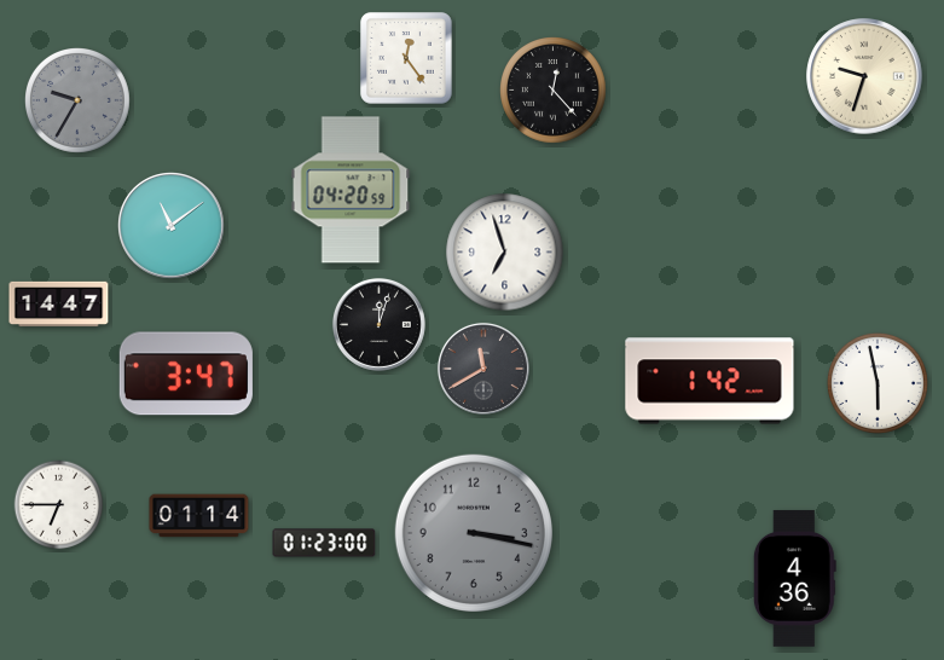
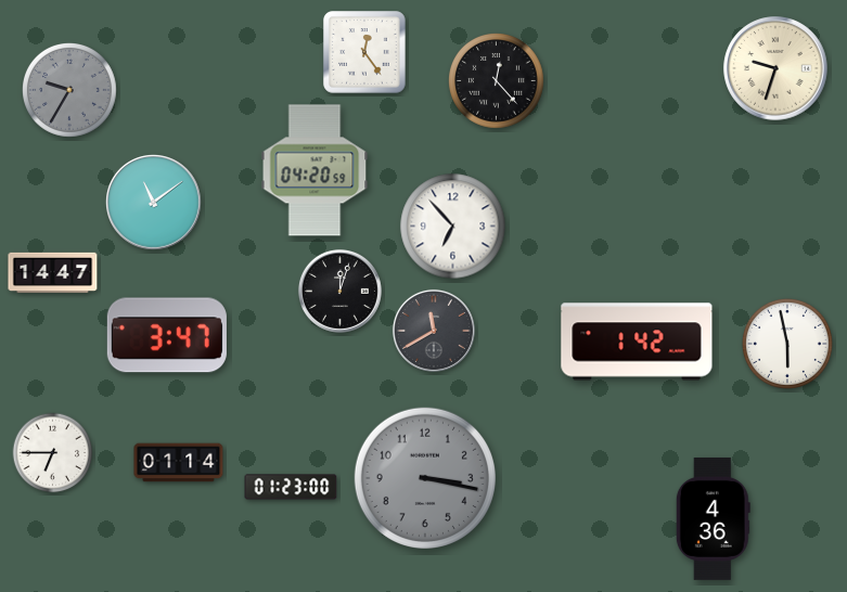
clock at (505, 253): 6:57 -> 6:53
